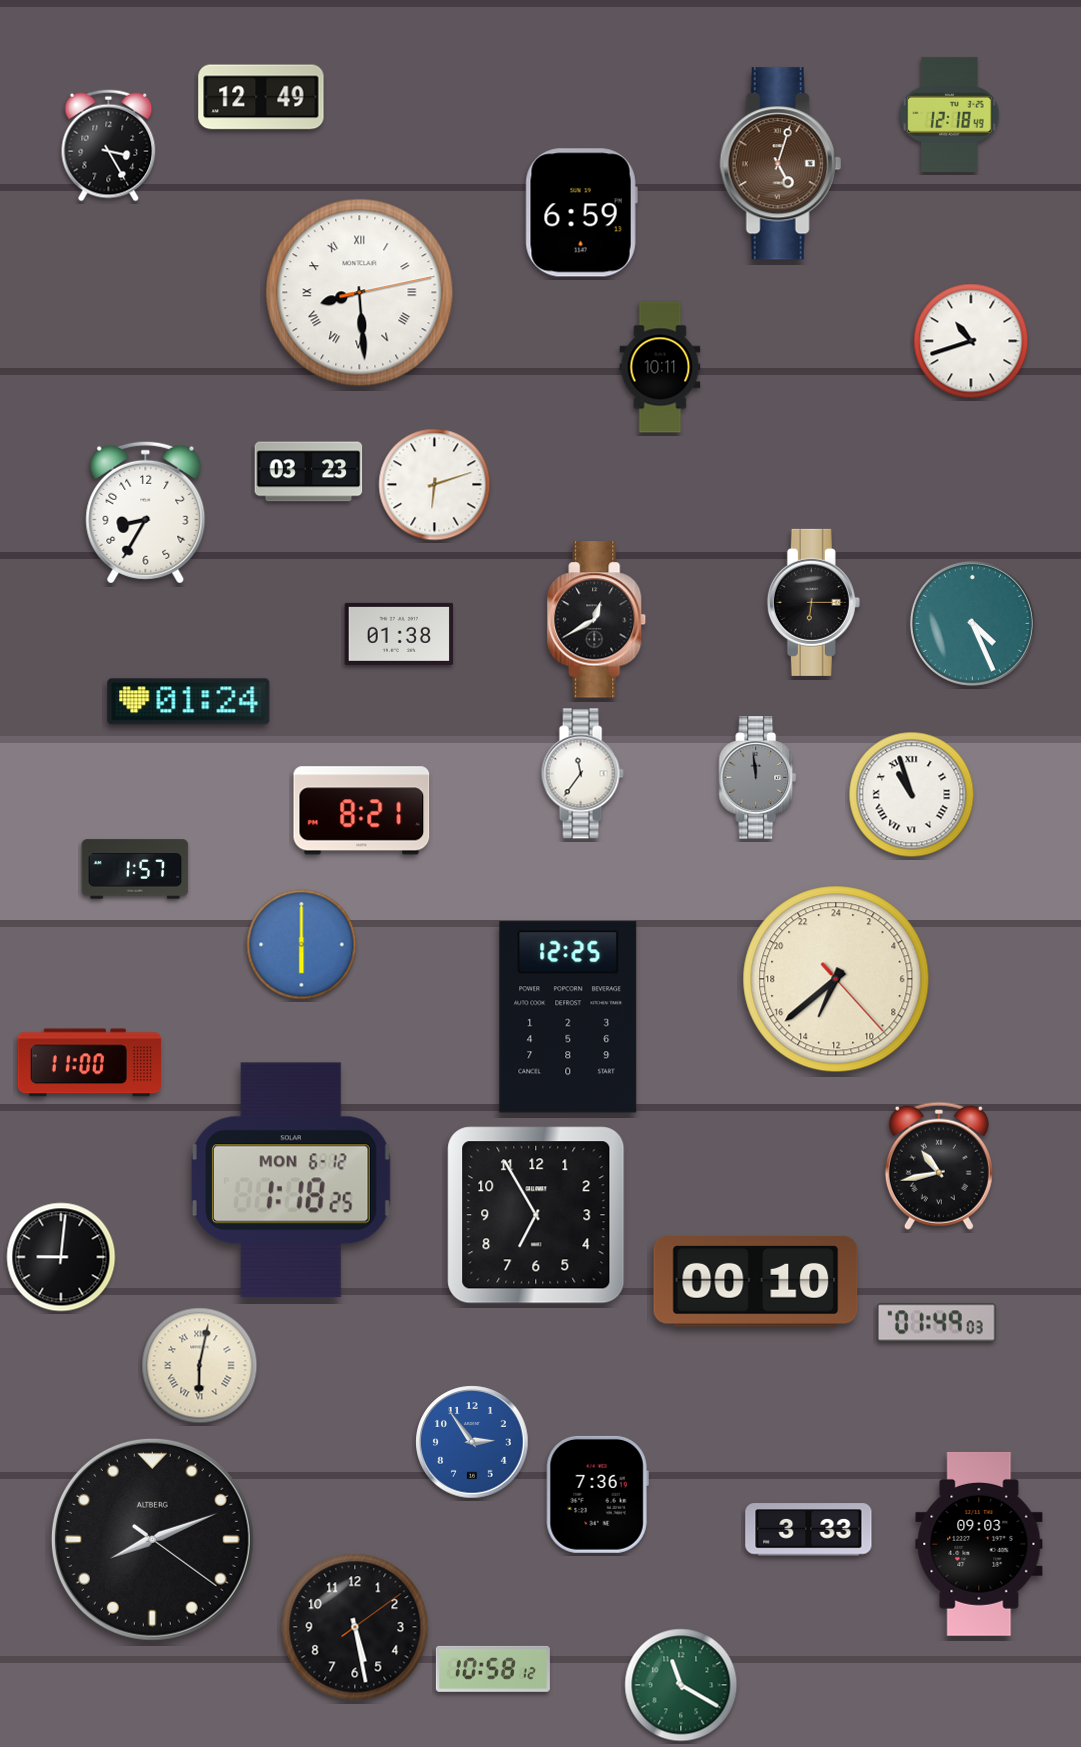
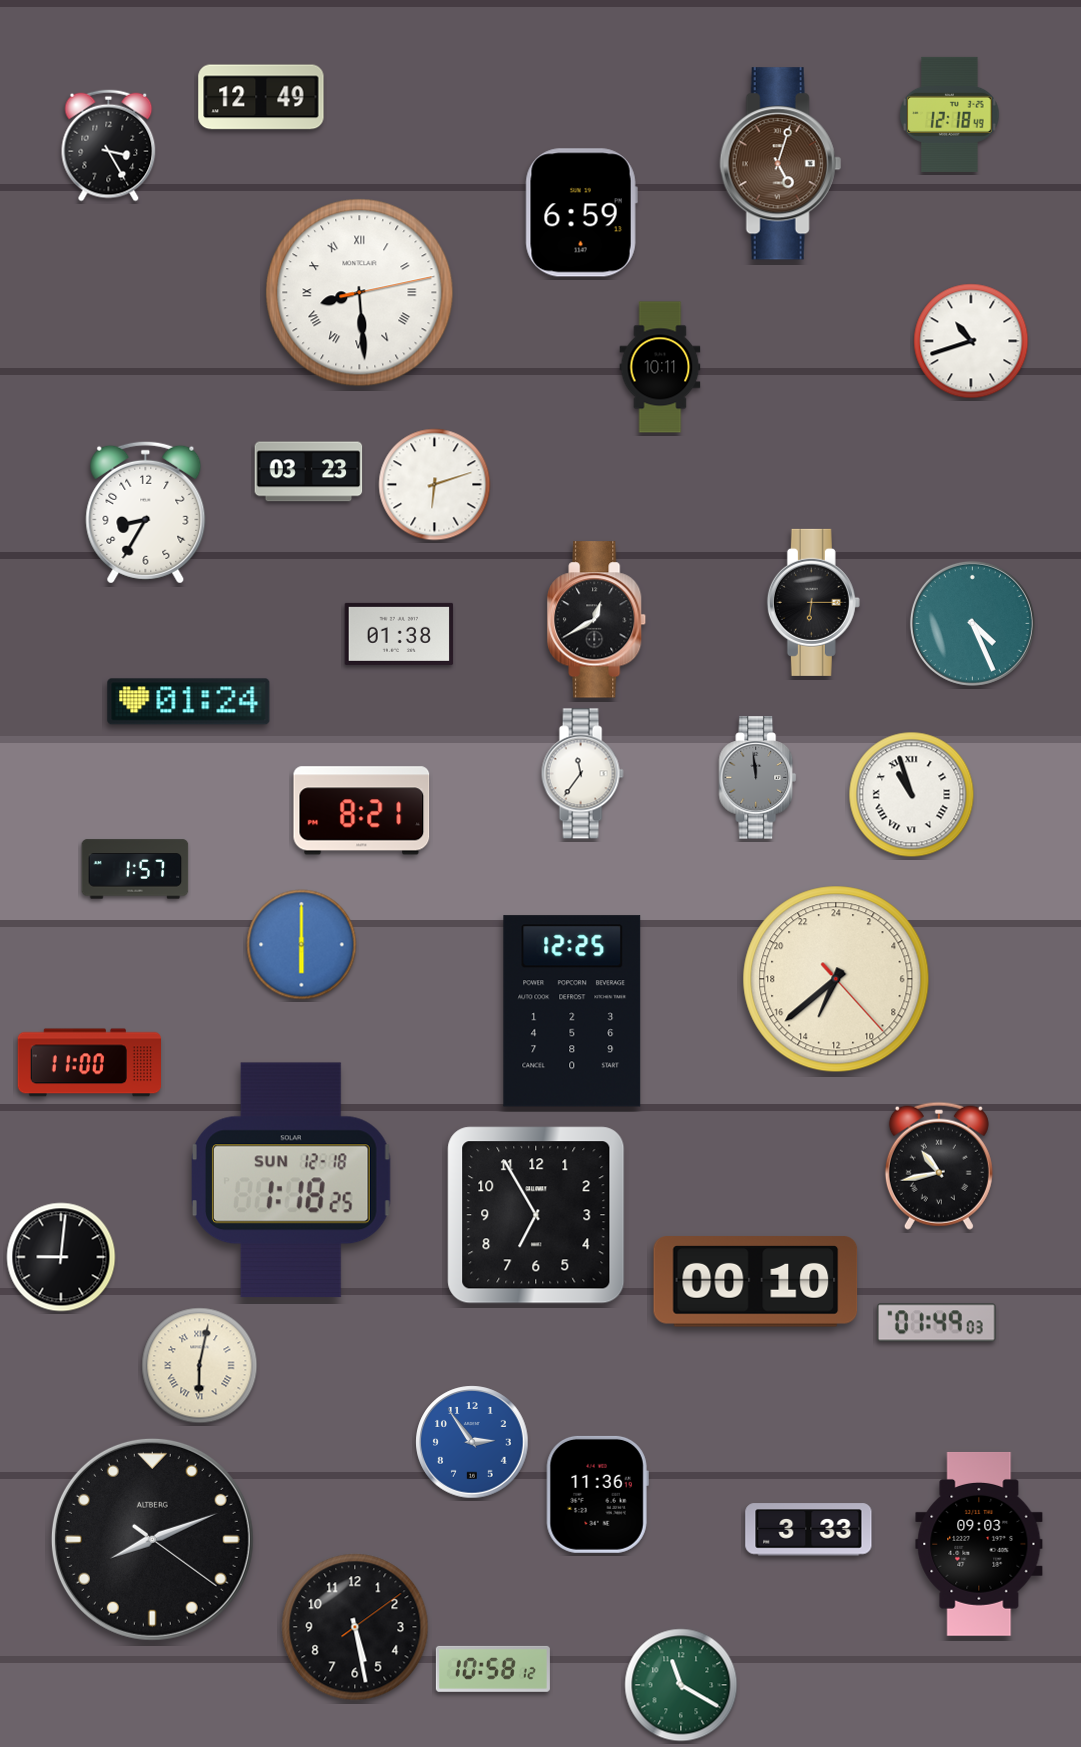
clock at (568, 1017) position: (568, 1017) -> (572, 1011)
clock at (292, 1180) date: MON 6-12 -> SUN 12-18
clock at (597, 1494): 7:36 -> 11:36
